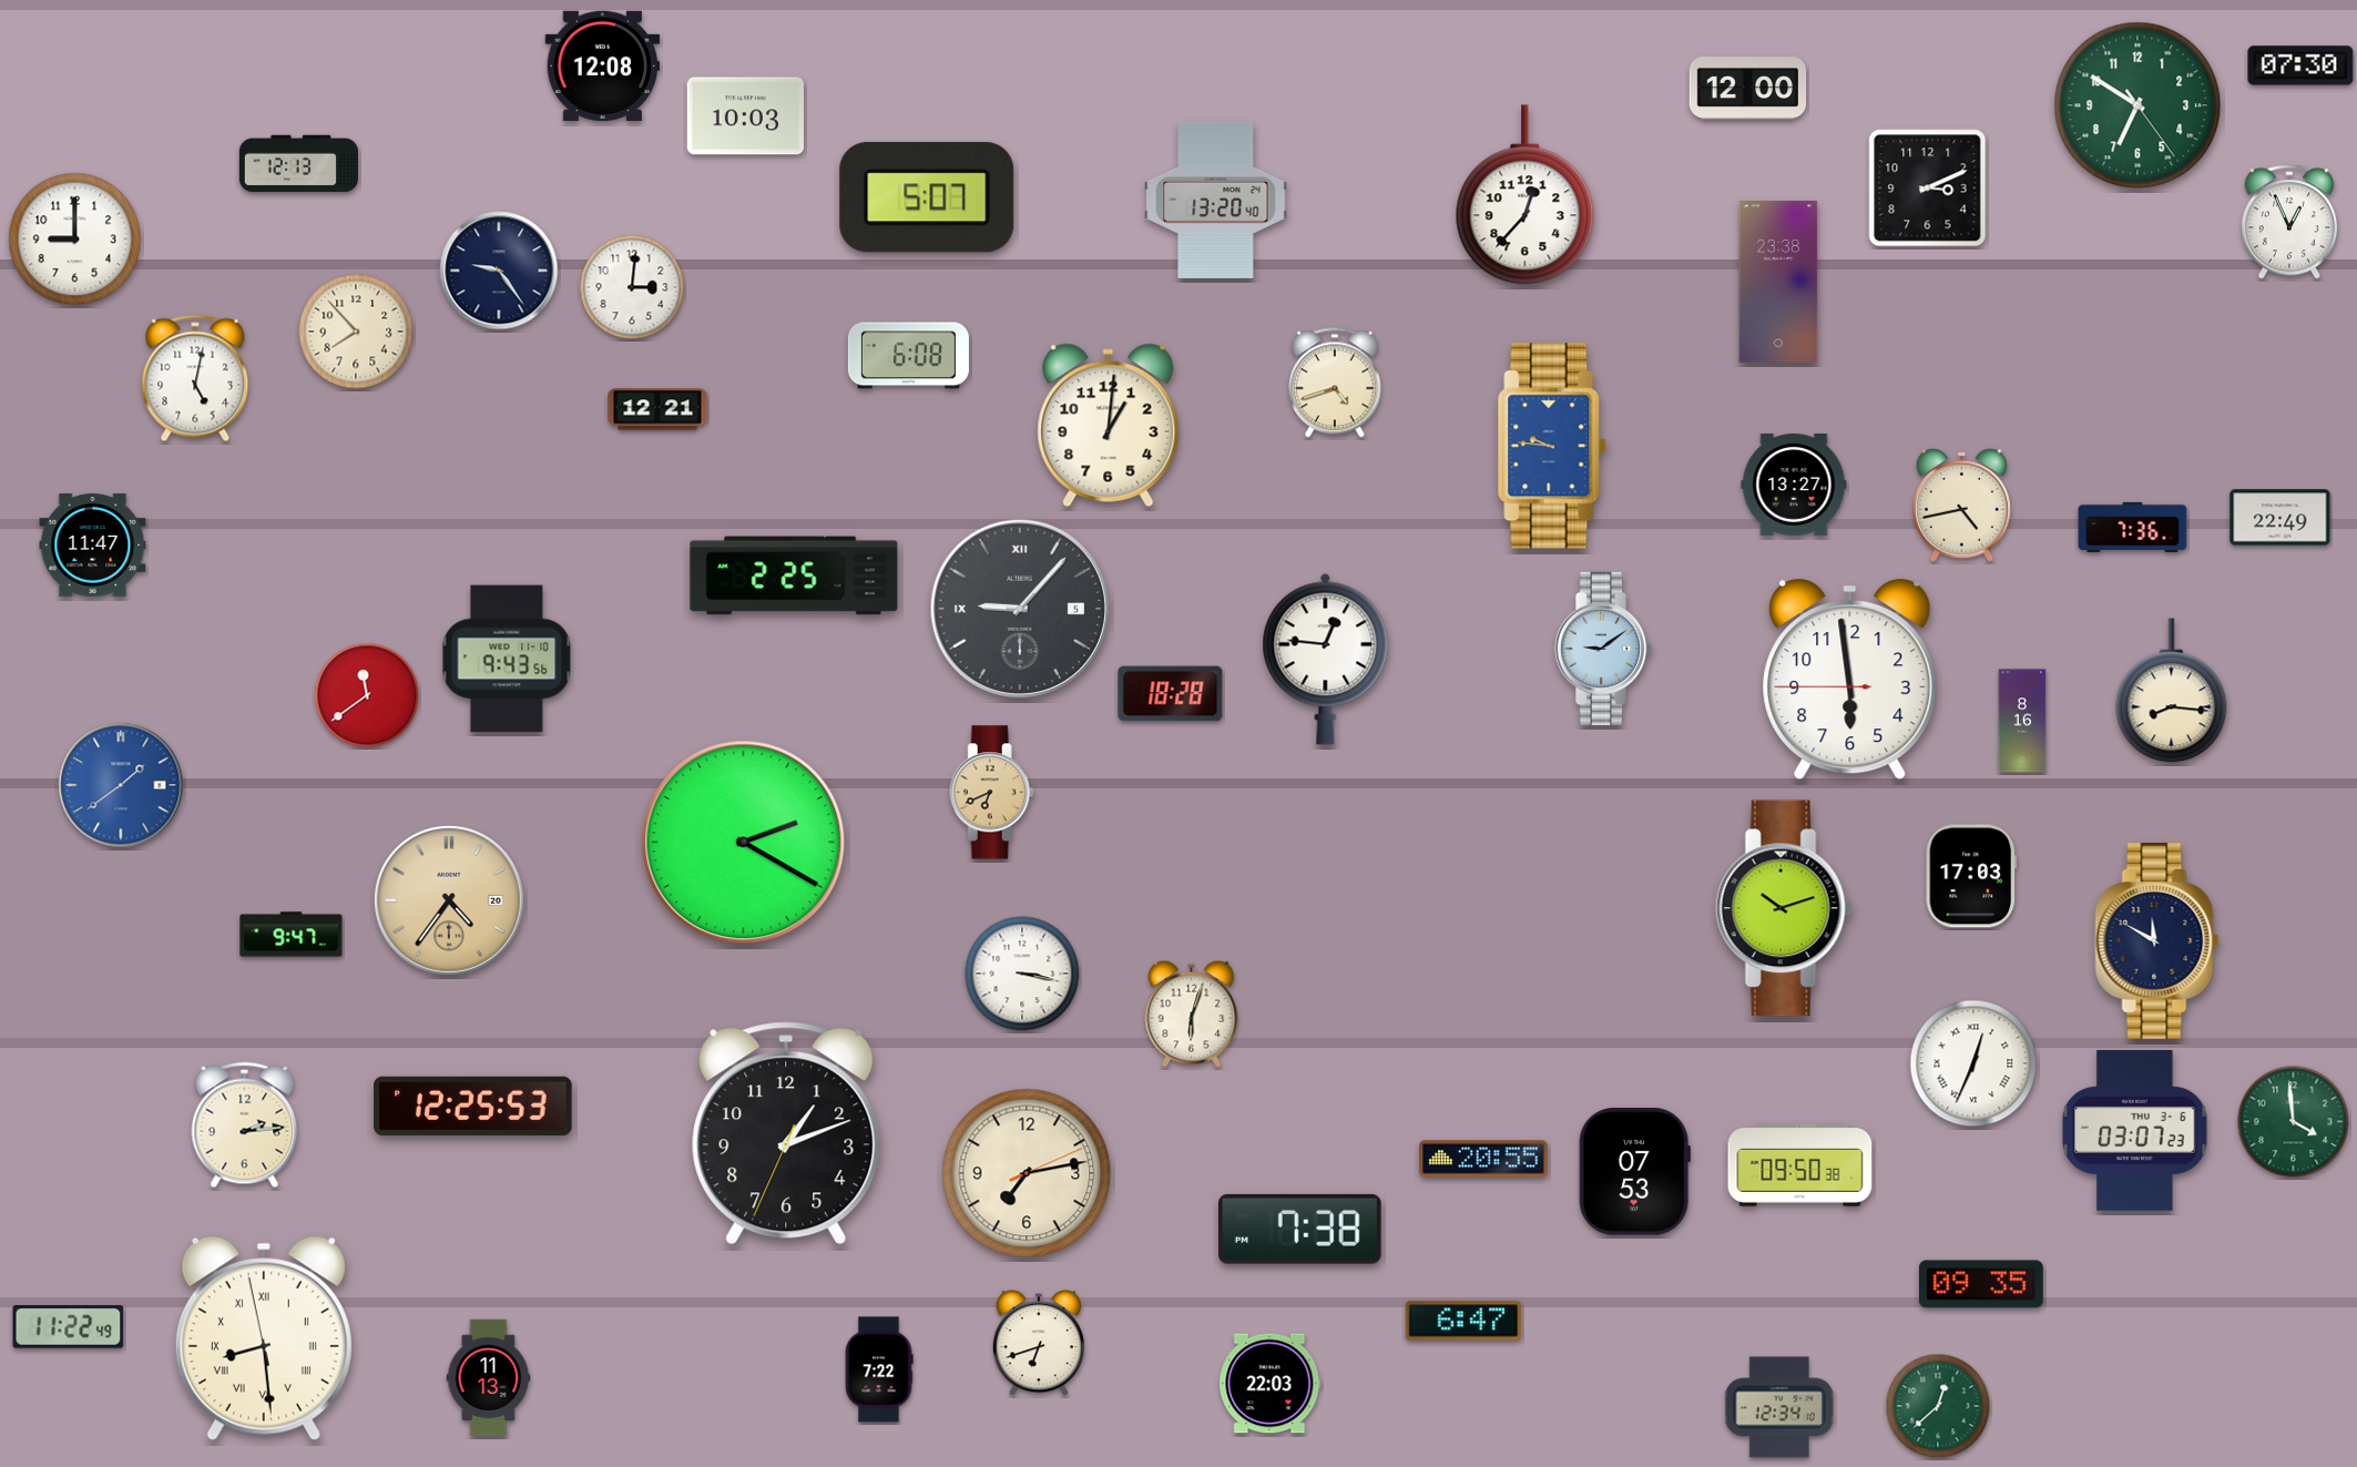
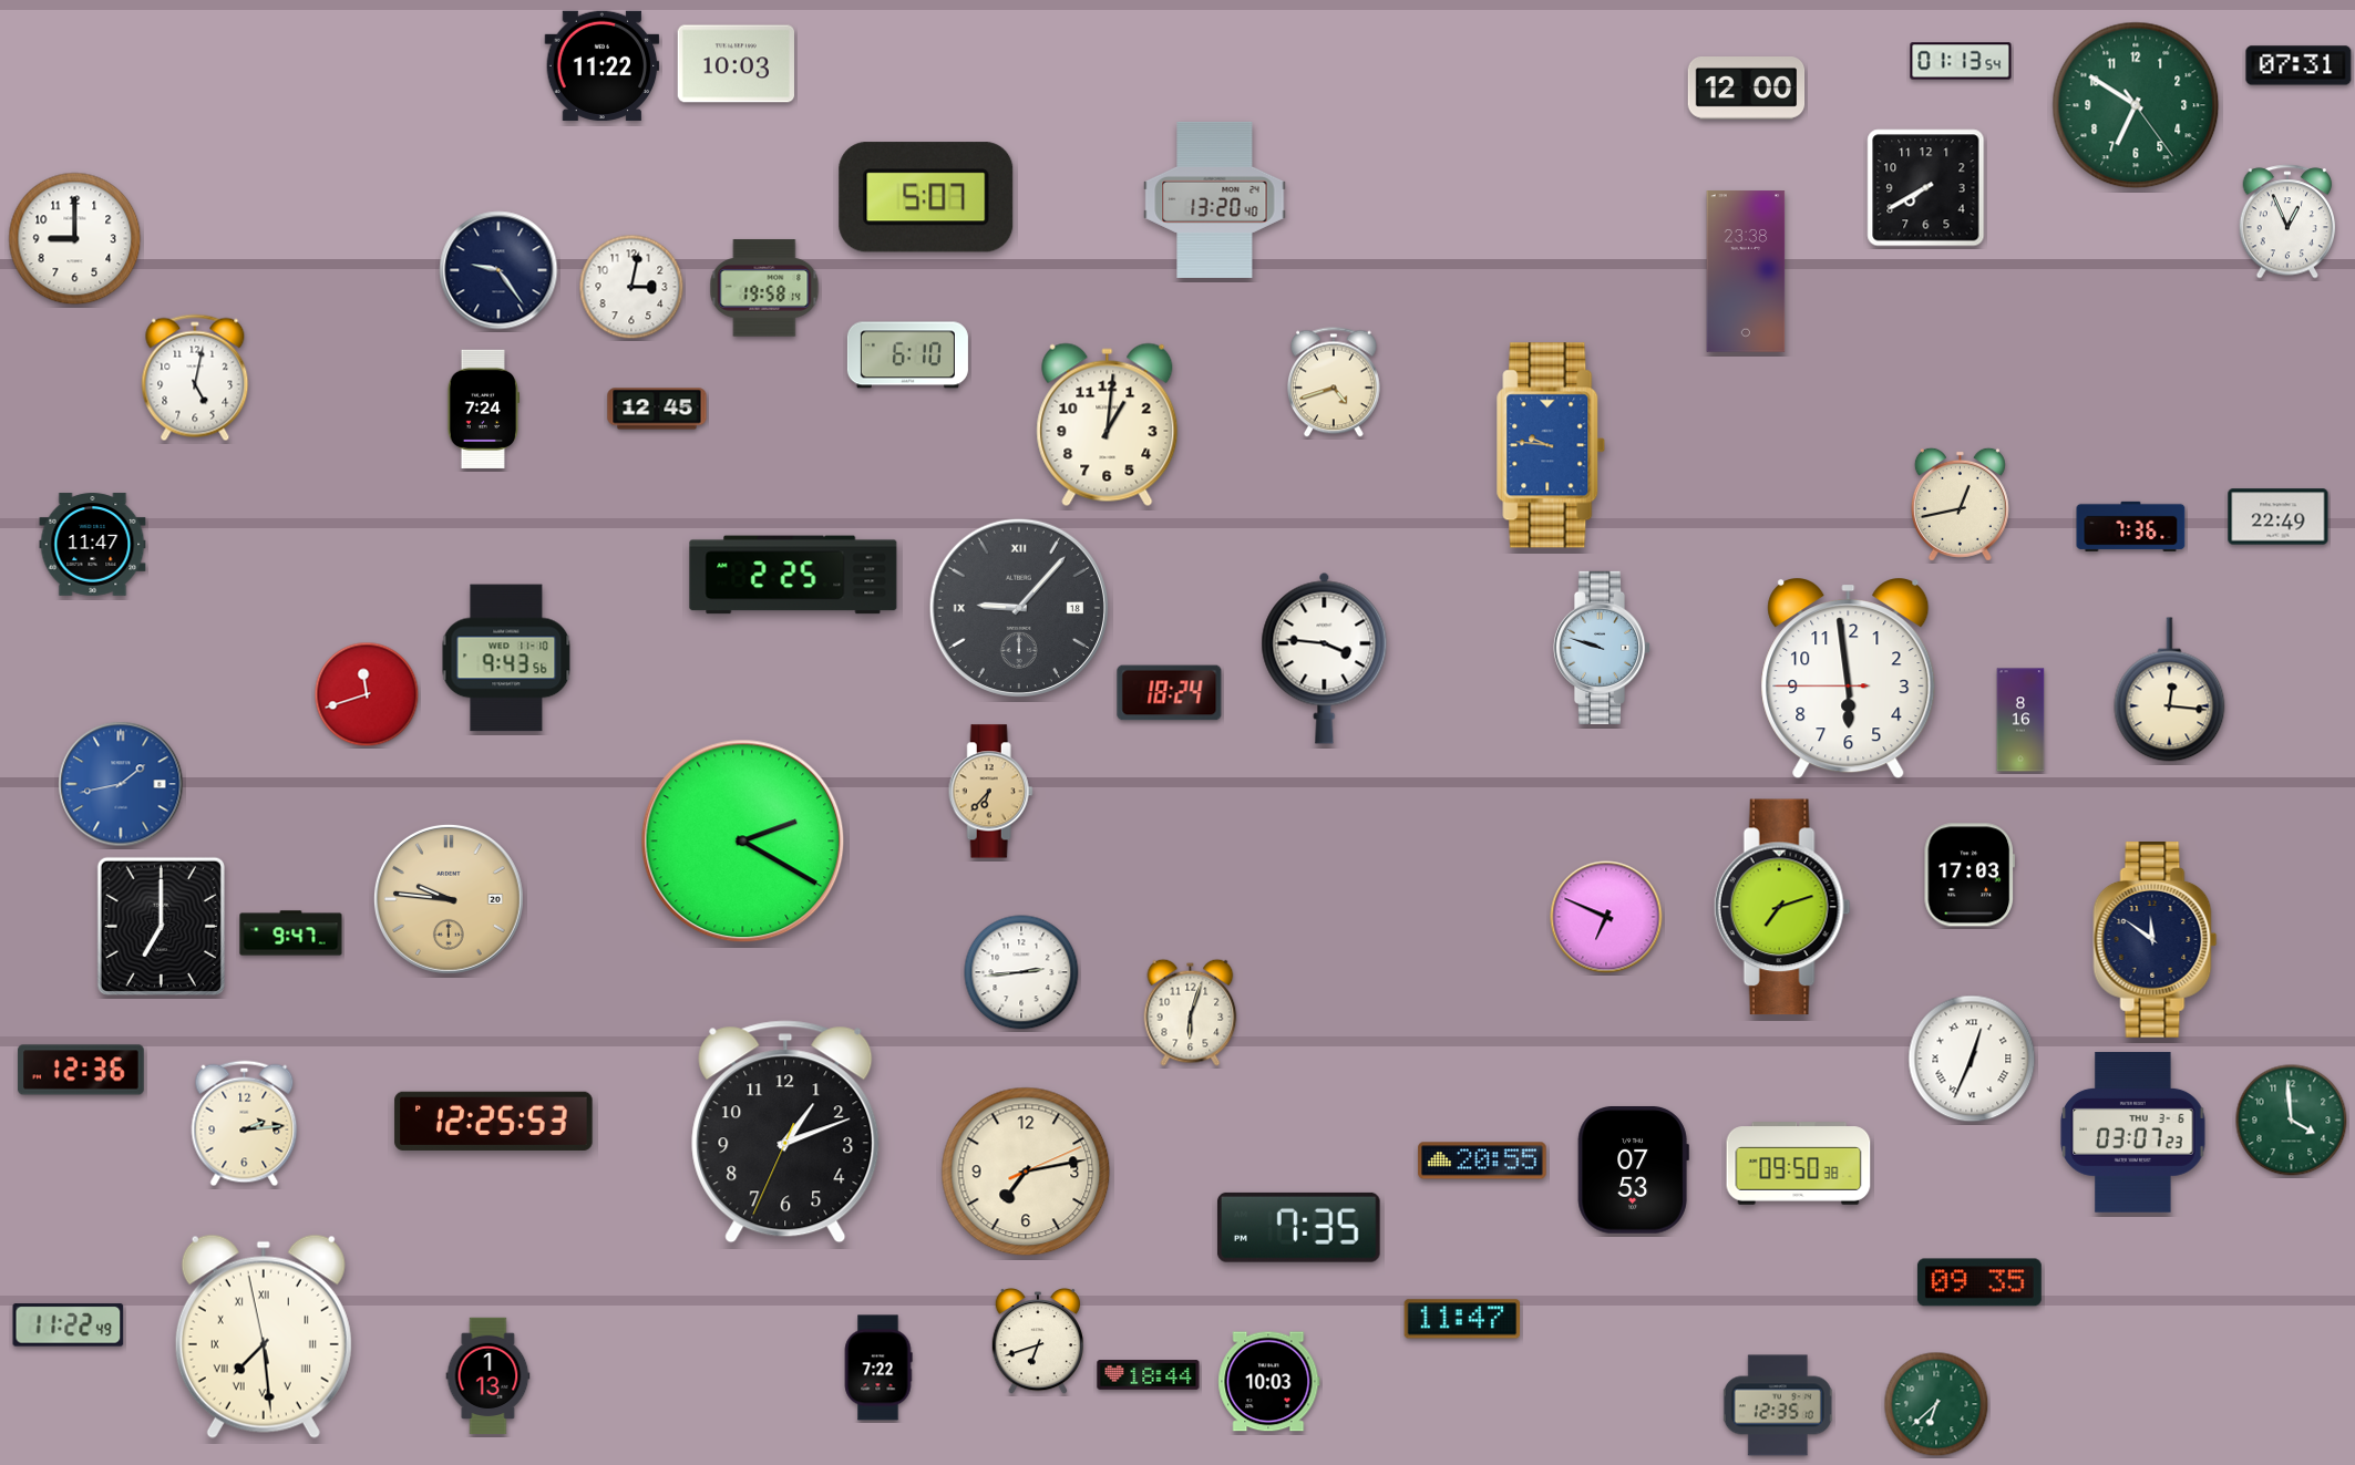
clock at (1961, 61): none -> 01:13
clock at (603, 65): 12:08 -> 11:22
clock at (2300, 65): 07:30 -> 07:31
clock at (745, 116) position: (745, 116) -> (736, 64)
clock at (298, 164): 12:13 -> none
clock at (1928, 189): 3:11 -> 7:40
clock at (1526, 195): 12:37 -> none
clock at (1778, 282) position: (1778, 282) -> (1746, 271)
clock at (632, 287): 3:01 -> 3:02
clock at (764, 288): none -> 19:58
clock at (356, 332): 7:53 -> none
clock at (908, 356): 6:08 -> 6:10
clock at (484, 409): none -> 7:24
clock at (657, 409): 12:21 -> 12:45
clock at (1794, 486): 13:27 -> none
clock at (1961, 505): 4:43 -> 12:43
clock at (1019, 608) date: 5 -> 18
clock at (1603, 649): 9:09 -> 9:48
clock at (1326, 659): 12:46 -> 3:46
clock at (2172, 691): 8:16 -> 12:16
clock at (1171, 694): 18:28 -> 18:24
clock at (367, 695): 11:39 -> 11:42
clock at (121, 785): 1:39 -> 1:43
clock at (991, 793): 6:41 -> 6:37
clock at (449, 900): 4:36 -> 9:46
clock at (1784, 908): 10:12 -> 7:12
clock at (1606, 917): none -> 6:49
clock at (161, 926): none -> 7:00
clock at (2157, 940): 11:50 -> 11:51
clock at (1022, 974): 3:17 -> 2:44
clock at (1973, 1063) position: (1973, 1063) -> (1972, 1059)
clock at (81, 1070): none -> 12:36
clock at (473, 1106) position: (473, 1106) -> (494, 1121)
clock at (2135, 1130) position: (2135, 1130) -> (2133, 1132)
clock at (1483, 1159) position: (1483, 1159) -> (1482, 1160)
clock at (1299, 1229): 7:38 -> 7:35
clock at (1463, 1321): 6:47 -> 11:47
clock at (264, 1338): 8:28 -> 7:28
clock at (1149, 1375): none -> 18:44
clock at (489, 1378): 11:13 -> 1:13
clock at (1271, 1384): 22:03 -> 10:03
clock at (1938, 1406): 12:38 -> 6:38
clock at (1779, 1407): 12:34 -> 12:35
